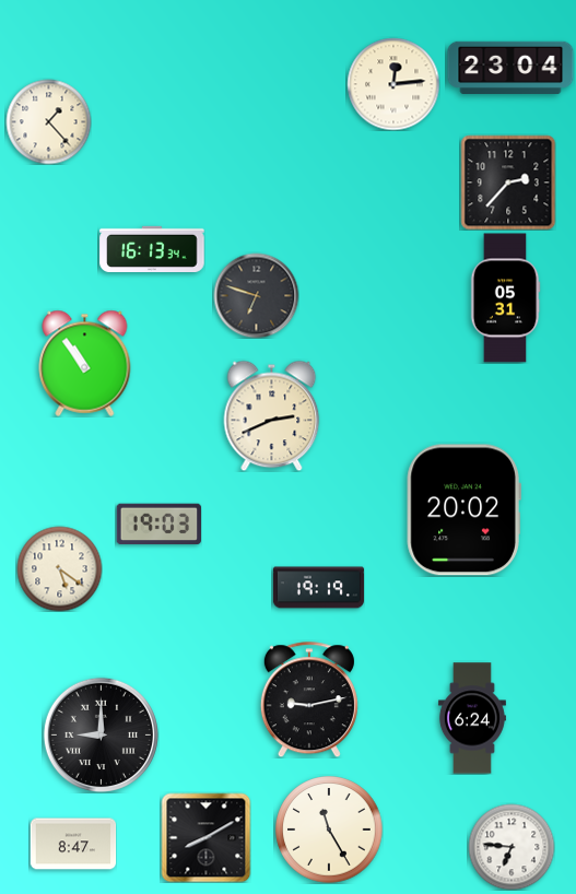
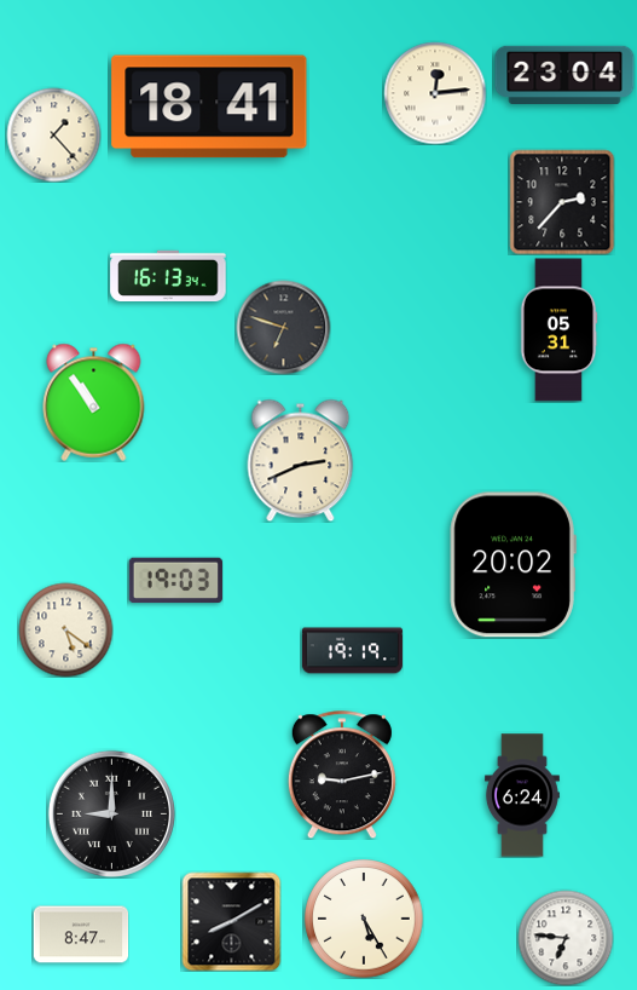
clock at (209, 107): none -> 18:41
clock at (329, 830): 11:25 -> 5:25
clock at (205, 837) position: (205, 837) -> (231, 921)
